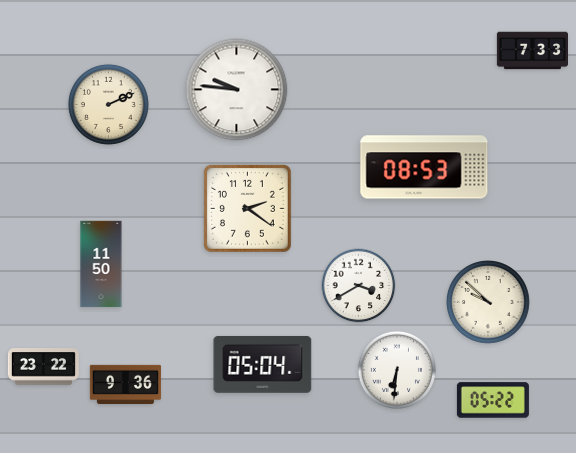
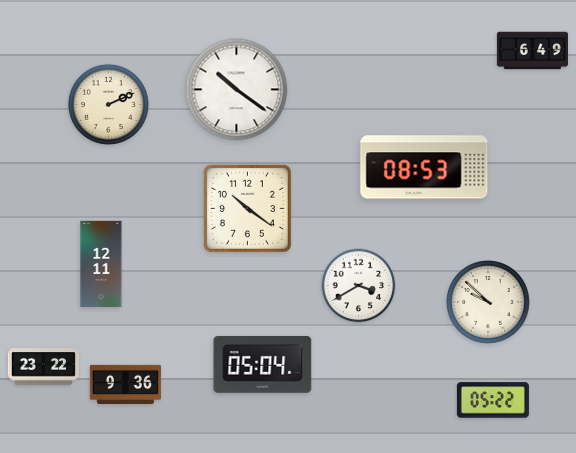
clock at (532, 51): 7:33 -> 6:49
clock at (237, 90): 9:46 -> 10:21
clock at (247, 208): 2:21 -> 10:21
clock at (101, 264): 11:50 -> 12:11
clock at (396, 369): 6:31 -> none
